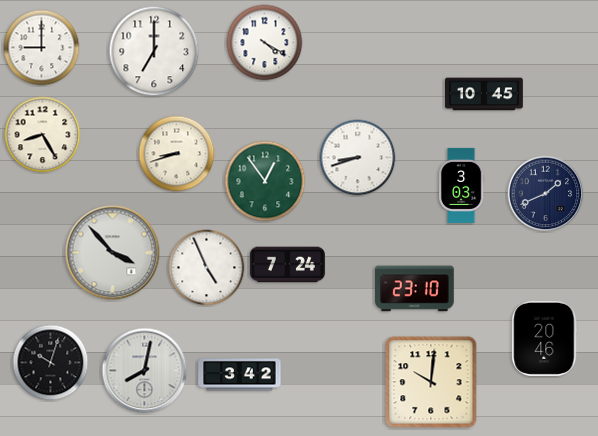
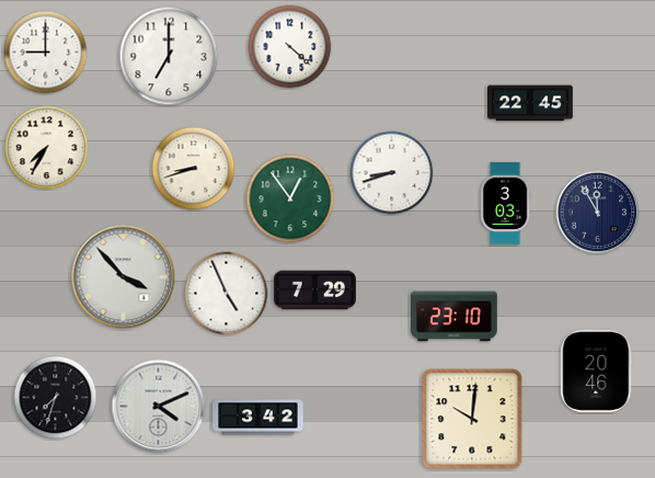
clock at (265, 43): 4:20 -> 4:22
clock at (485, 94): 10:45 -> 22:45
clock at (43, 135): 8:25 -> 7:35
clock at (546, 194): 1:41 -> 11:55
clock at (287, 265): 7:24 -> 7:29
clock at (51, 363): 10:03 -> 7:33
clock at (145, 371): 8:02 -> 4:11
clock at (240, 375) position: (240, 375) -> (258, 418)
